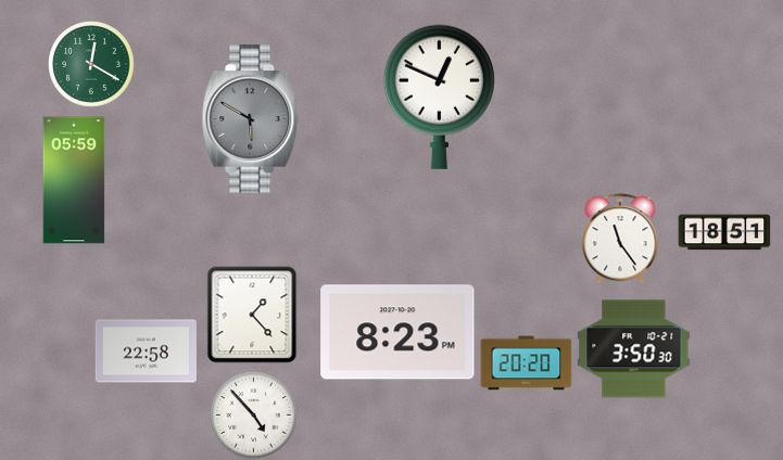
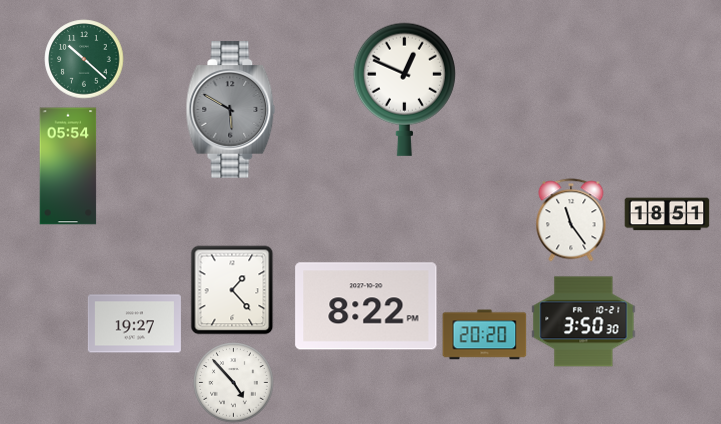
clock at (91, 64): 12:20 -> 10:22
clock at (74, 180): 05:59 -> 05:54
clock at (397, 332): 8:23 -> 8:22
clock at (146, 352): 22:58 -> 19:27
